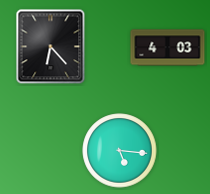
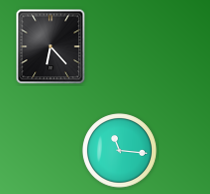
clock at (168, 48): 4:03 -> none
clock at (120, 151): 5:16 -> 11:16
